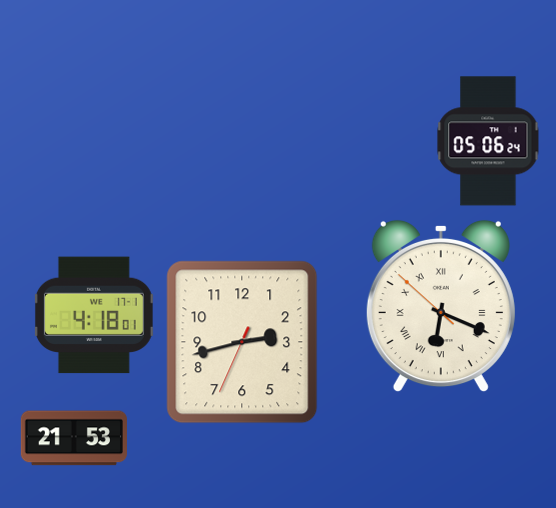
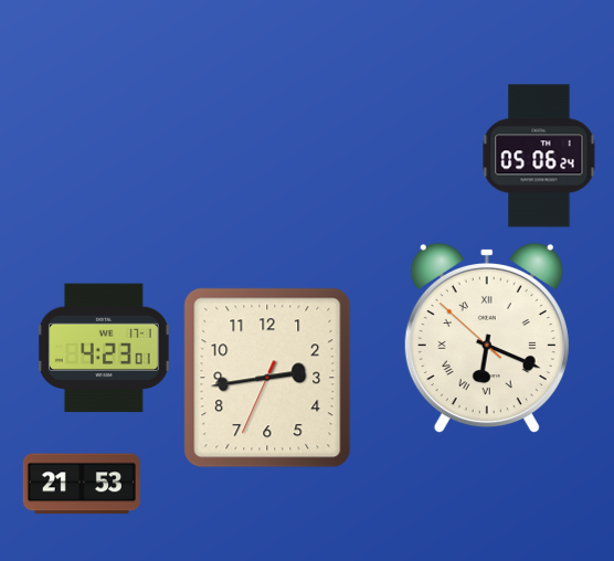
clock at (94, 315): 4:18 -> 4:23
clock at (242, 342): 2:42 -> 2:43
